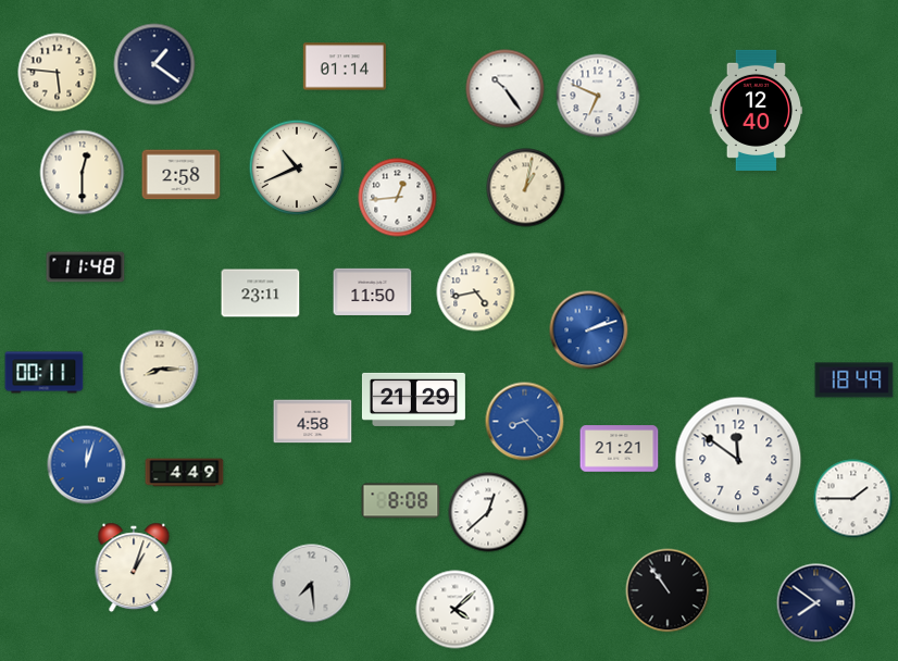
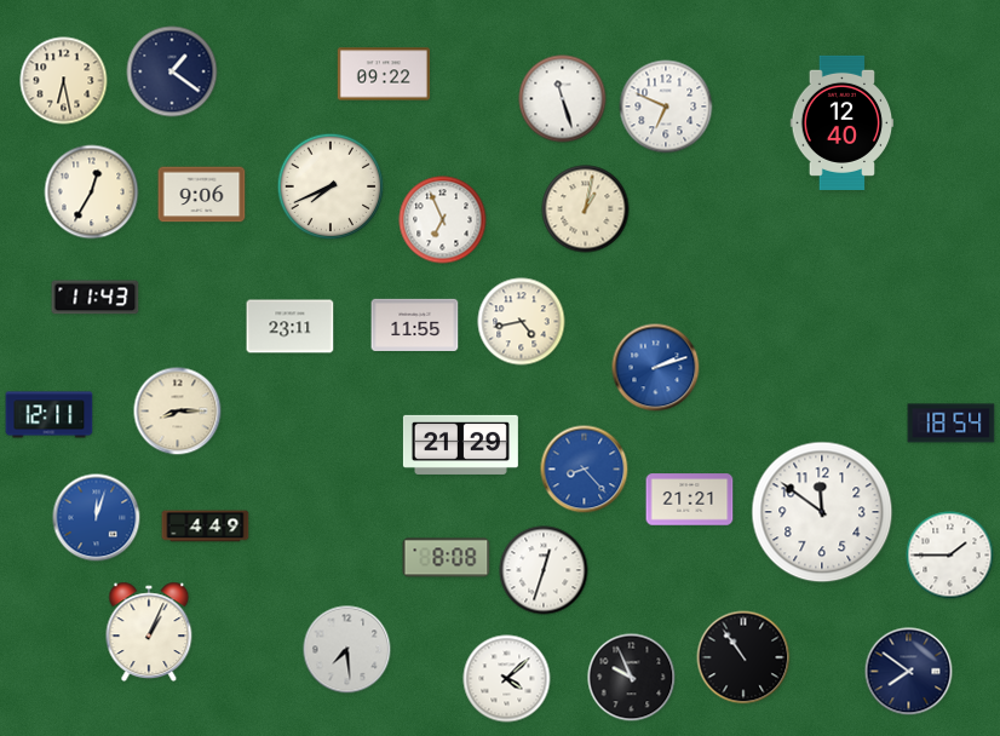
clock at (344, 66): 01:14 -> 09:22
clock at (58, 73): 5:46 -> 6:28
clock at (506, 89): 10:24 -> 11:27
clock at (297, 167): 10:41 -> 7:41
clock at (83, 173): 12:30 -> 12:35
clock at (182, 175): 2:58 -> 9:06
clock at (398, 198): 12:44 -> 6:56
clock at (86, 267): 11:48 -> 11:43
clock at (373, 291): 11:50 -> 11:55
clock at (476, 292) position: (476, 292) -> (522, 322)
clock at (45, 373): 00:11 -> 12:11
clock at (855, 381): 18:49 -> 18:54
clock at (313, 422): 4:58 -> none
clock at (488, 512): 12:38 -> 12:33
clock at (134, 568): 1:03 -> 1:04
clock at (632, 678): none -> 9:56
